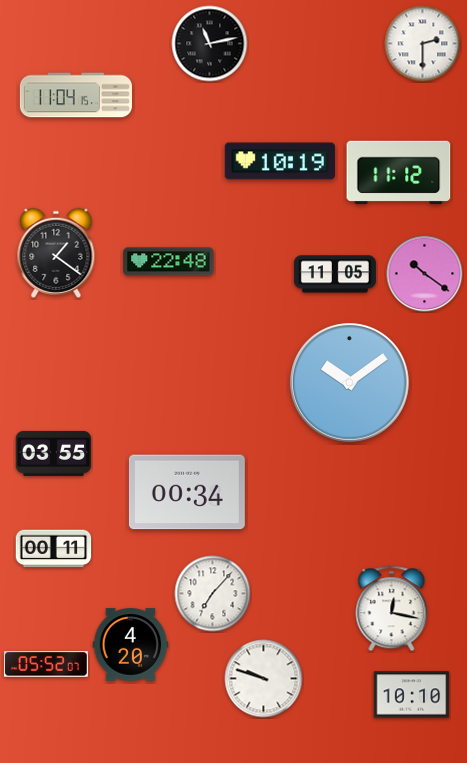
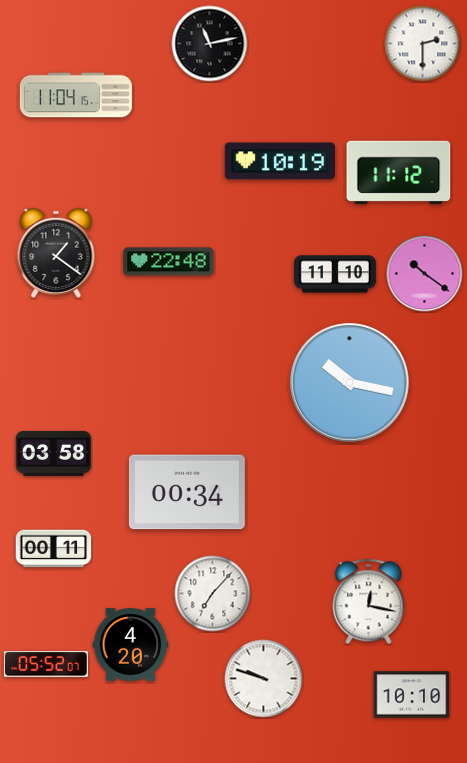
clock at (335, 274): 11:05 -> 11:10
clock at (350, 383): 10:09 -> 10:17
clock at (54, 453): 03:55 -> 03:58
clock at (392, 609) position: (392, 609) -> (369, 602)
